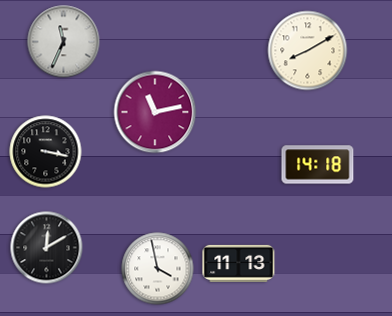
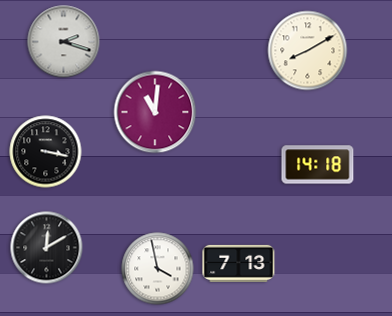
clock at (64, 42): 11:34 -> 2:18
clock at (155, 112): 11:13 -> 11:01
clock at (239, 263): 11:13 -> 7:13
